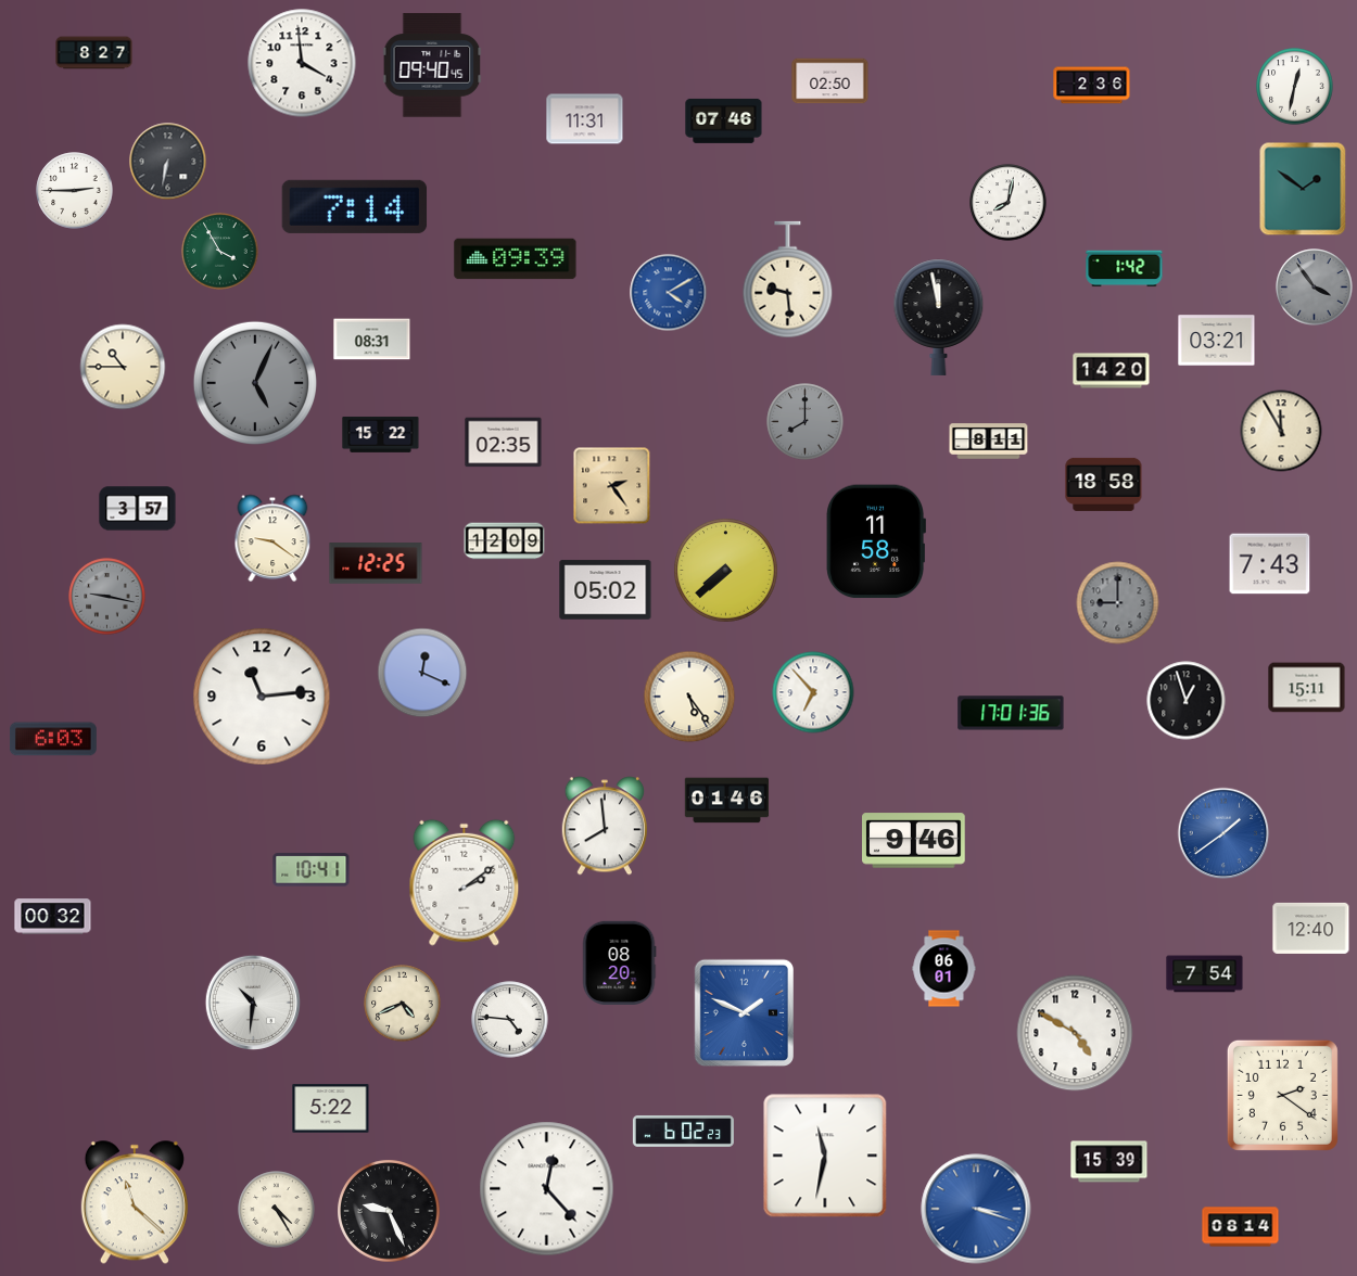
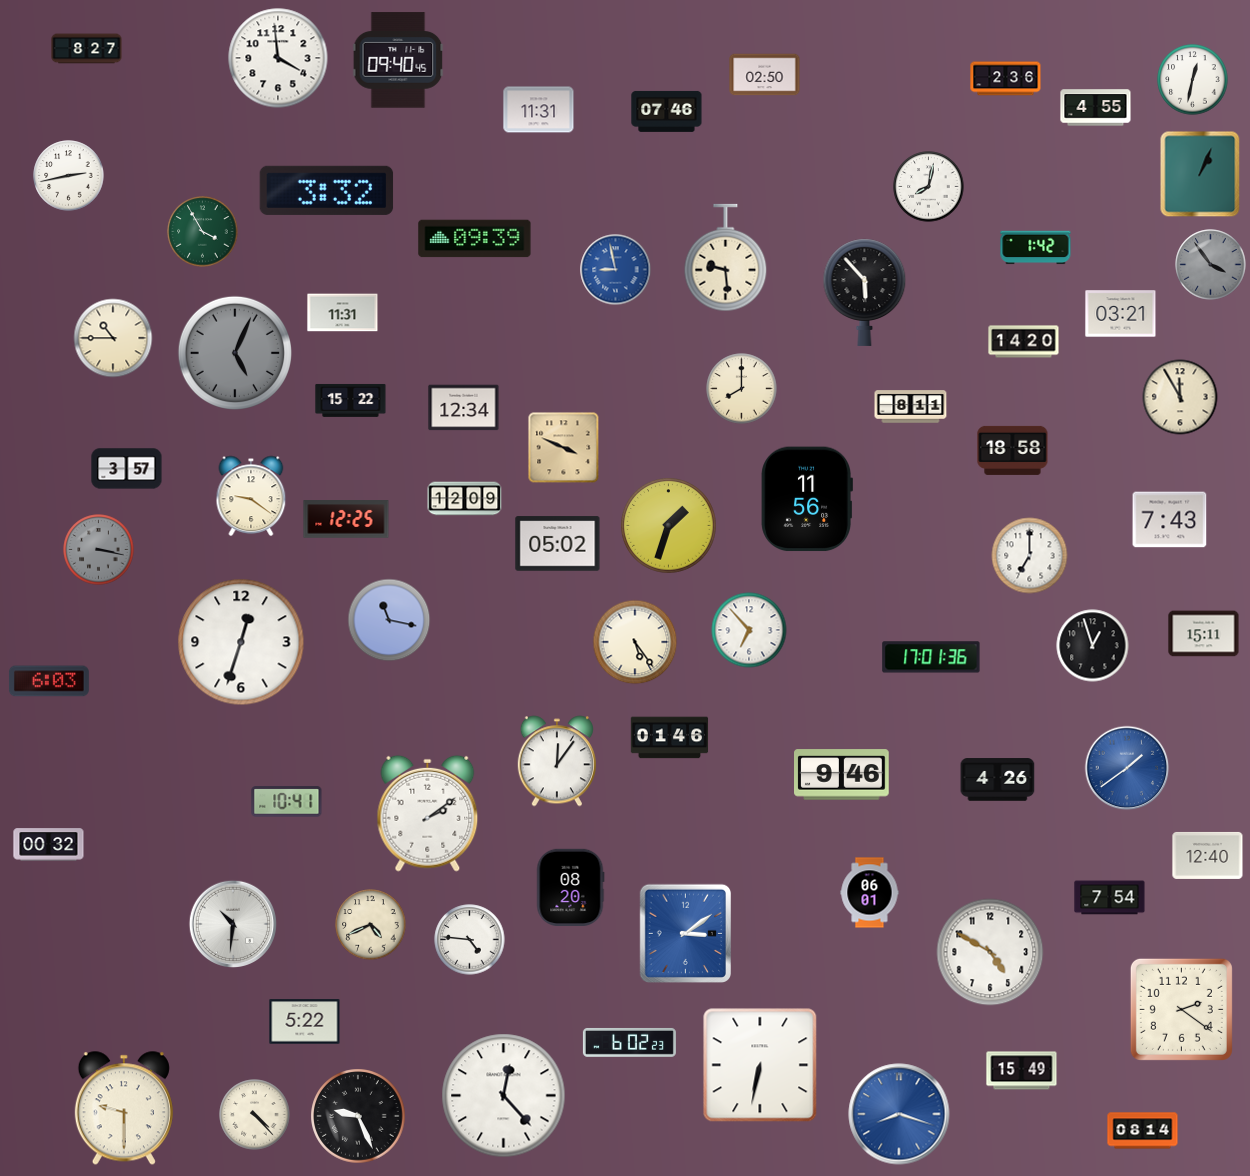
clock at (1096, 108): none -> 4:55
clock at (168, 162): 6:32 -> none
clock at (1303, 189): 1:51 -> 1:04
clock at (75, 191): 2:45 -> 2:43
clock at (355, 206): 7:14 -> 3:32
clock at (669, 293): 4:10 -> 8:58
clock at (939, 317): 11:58 -> 5:53
clock at (372, 340): 08:31 -> 11:31
clock at (806, 422) dial: grey -> cream
clock at (504, 443): 02:35 -> 12:34
clock at (1104, 484) position: (1104, 484) -> (1013, 450)
clock at (612, 486): 2:24 -> 3:49
clock at (876, 541): 11:58 -> 11:56
clock at (726, 571): 7:38 -> 1:33
clock at (107, 597): 9:17 -> 3:17
clock at (1118, 603): 9:00 -> 7:00
clock at (1118, 603) dial: grey -> white
clock at (422, 673): 12:19 -> 11:17
clock at (813, 692) position: (813, 692) -> (749, 630)
clock at (262, 697): 11:14 -> 12:33
clock at (604, 826): 7:59 -> 12:06
clock at (998, 780): none -> 4:26
clock at (744, 1012): 1:49 -> 3:09
clock at (825, 1156): 11:32 -> 6:32
clock at (1109, 1162): 15:39 -> 15:49
clock at (135, 1202): 11:22 -> 9:30
clock at (976, 1209): 3:18 -> 8:18
clock at (277, 1210): 4:25 -> 4:23
